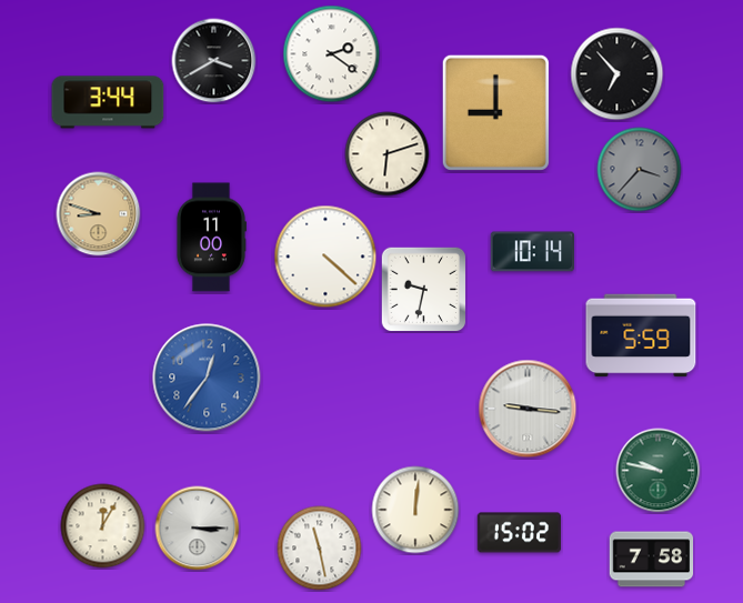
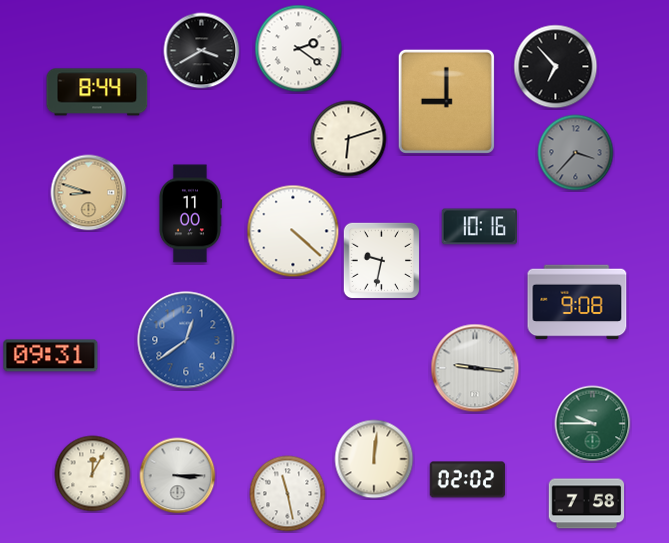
clock at (214, 61) position: (214, 61) -> (202, 51)
clock at (108, 102): 3:44 -> 8:44
clock at (532, 252): 10:14 -> 10:16
clock at (641, 335): 5:59 -> 9:08
clock at (207, 378): 12:36 -> 12:39
clock at (51, 356): none -> 09:31
clock at (659, 471): 9:47 -> 9:45
clock at (520, 533): 15:02 -> 02:02
